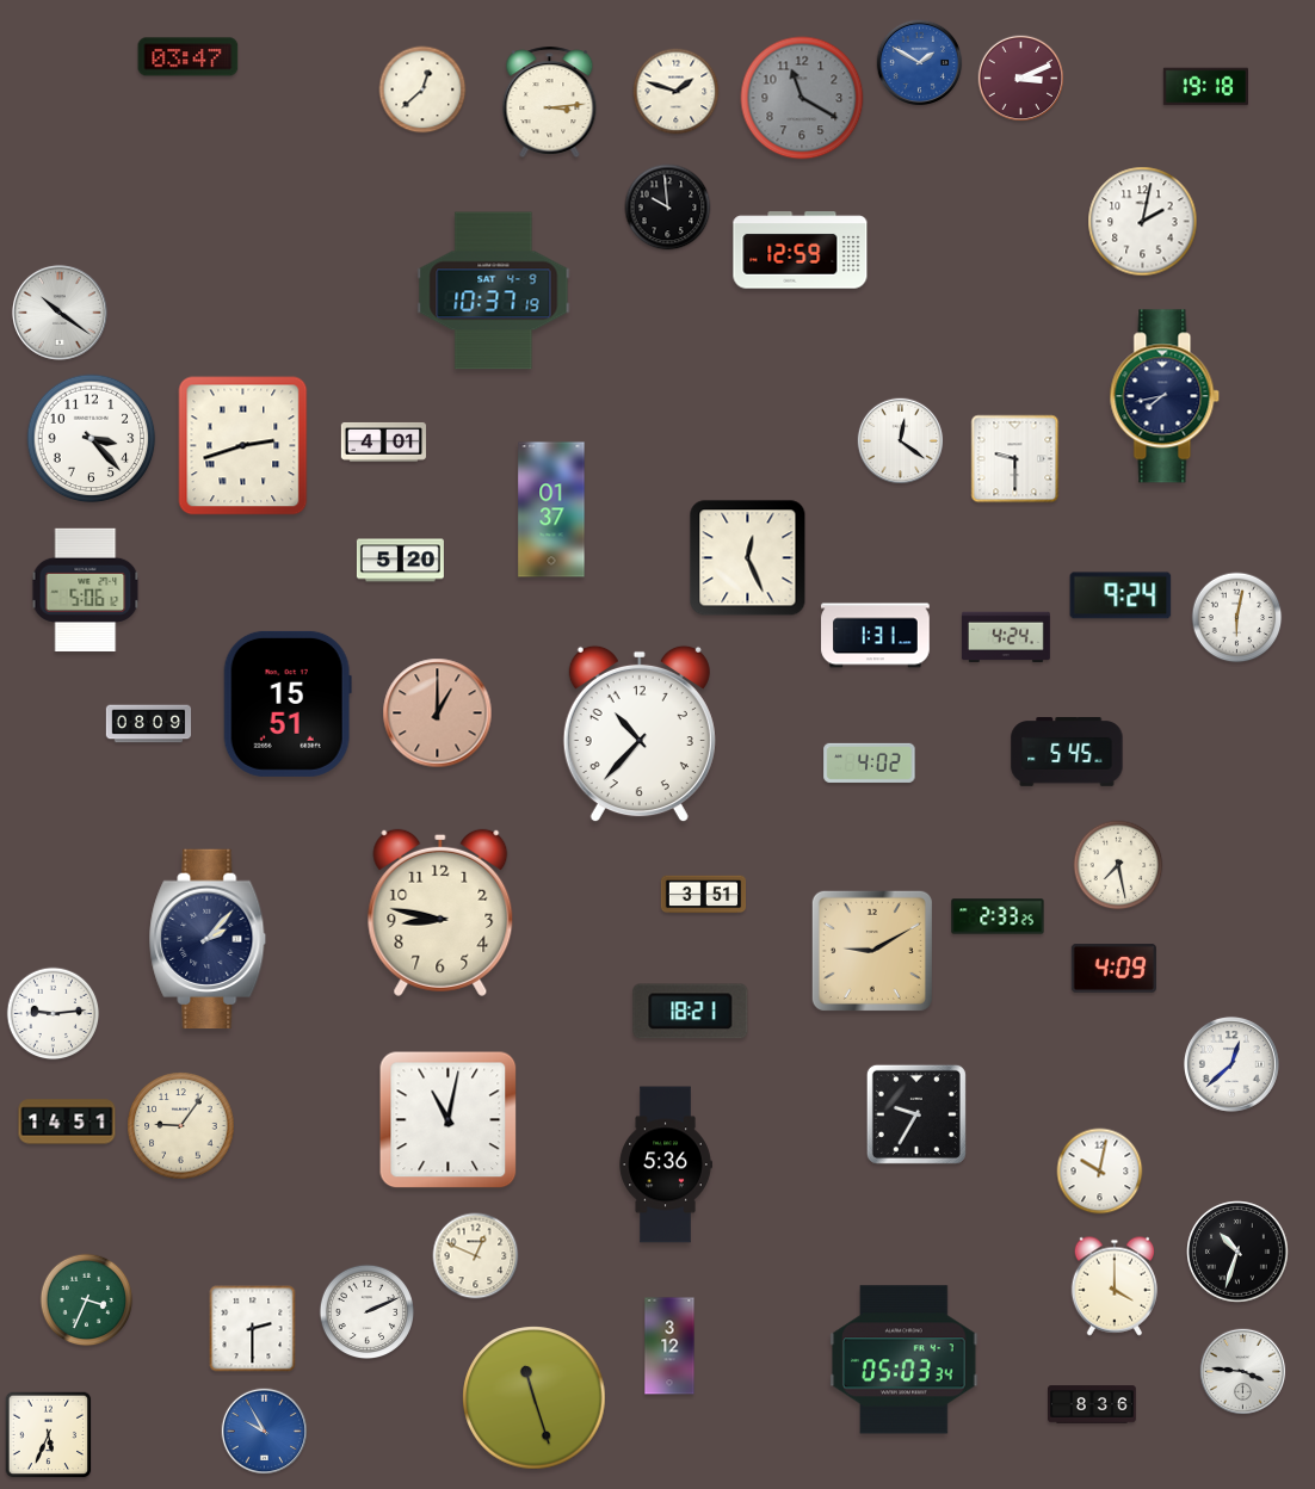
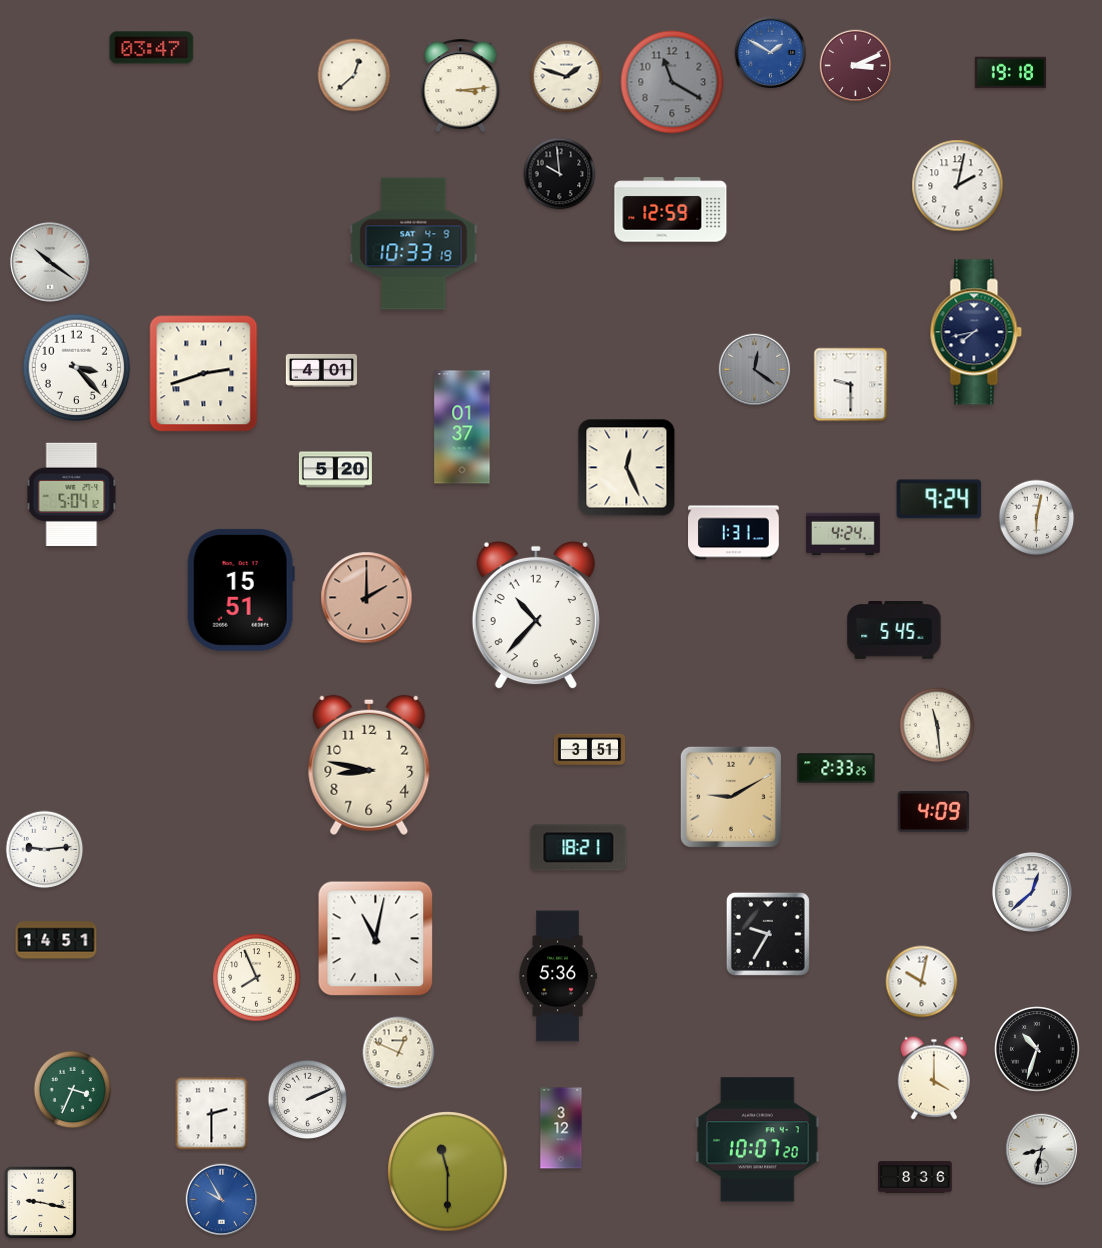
clock at (189, 57) position: (189, 57) -> (152, 48)
clock at (494, 291): 10:37 -> 10:33
clock at (901, 441) dial: white -> grey
clock at (86, 589): 5:06 -> 5:04
clock at (438, 713): 1:00 -> 2:00
clock at (149, 724): 08:09 -> none
clock at (870, 762): 4:02 -> none
clock at (1118, 865): 7:28 -> 11:29
clock at (208, 939): 2:07 -> none
clock at (181, 1126): 9:06 -> none
clock at (257, 978): none -> 7:56
clock at (905, 1360): 05:03 -> 10:07
clock at (1243, 1372): 3:46 -> 8:32
clock at (535, 1398): 11:27 -> 11:30
clock at (49, 1435): 5:34 -> 9:17
